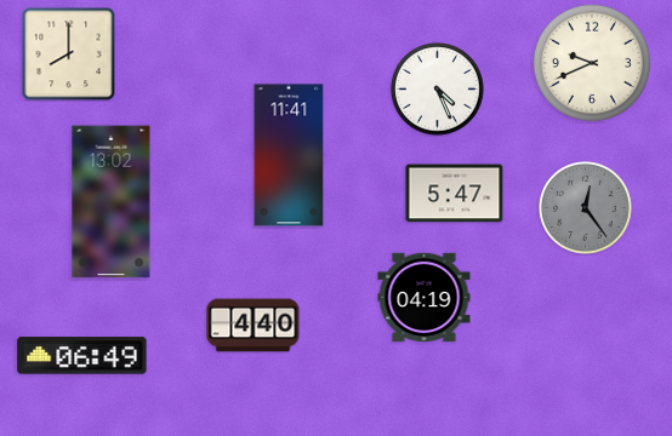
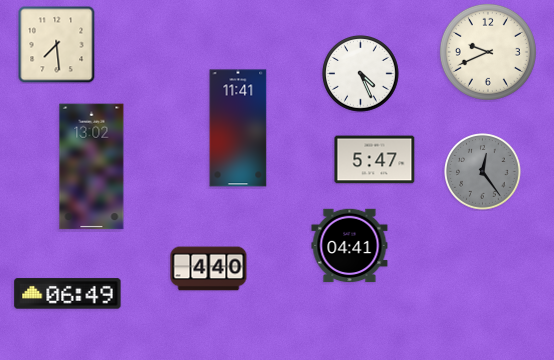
clock at (68, 53): 8:00 -> 7:29
clock at (425, 298): 04:19 -> 04:41
